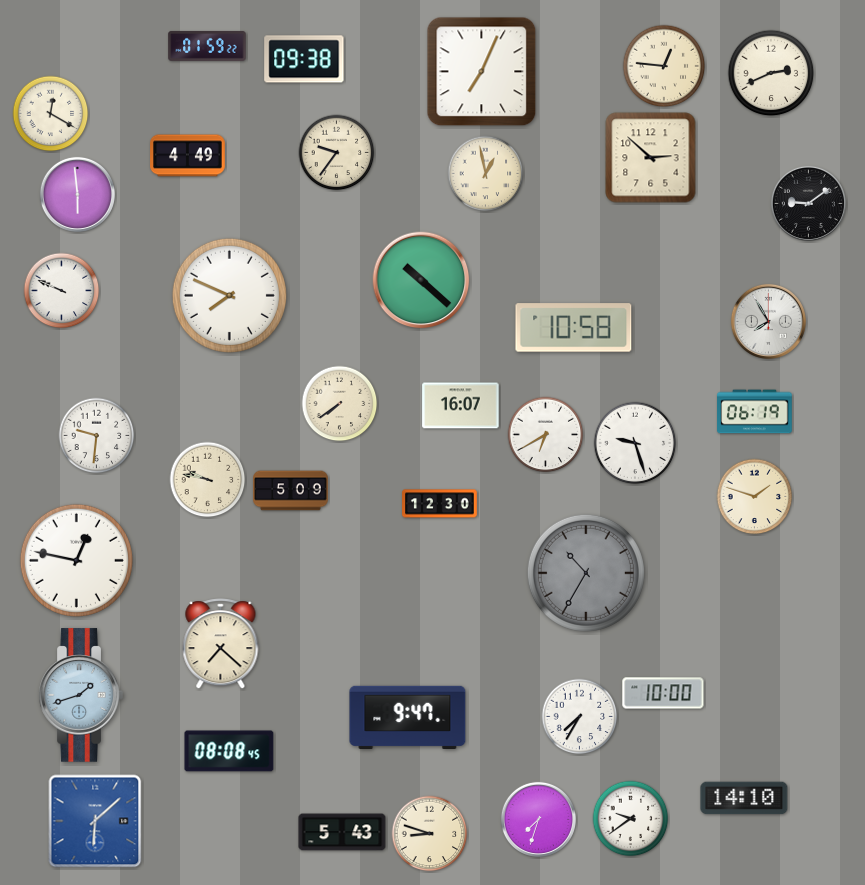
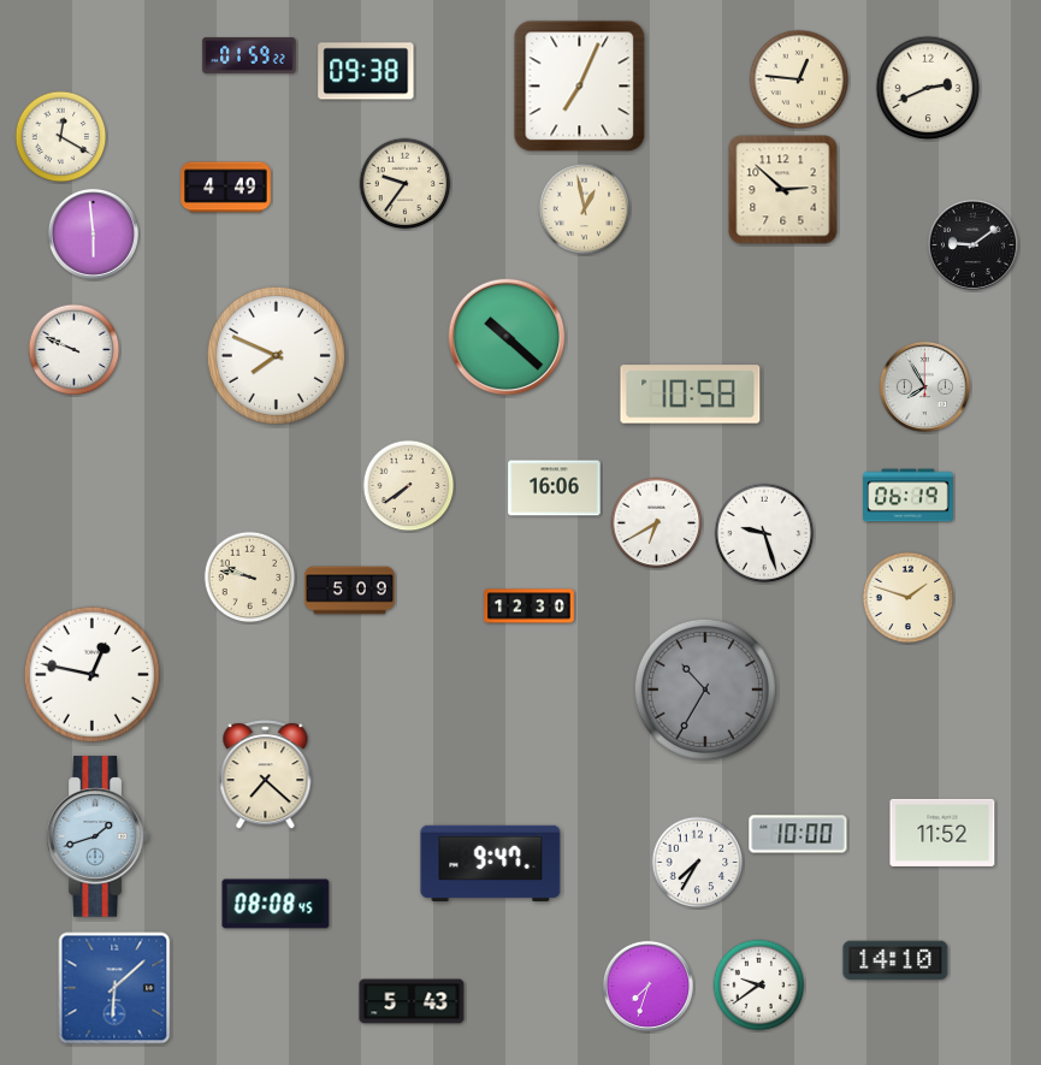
clock at (461, 406): 16:07 -> 16:06
clock at (97, 436): 9:31 -> none
clock at (942, 833): none -> 11:52
clock at (430, 834): 8:48 -> none
